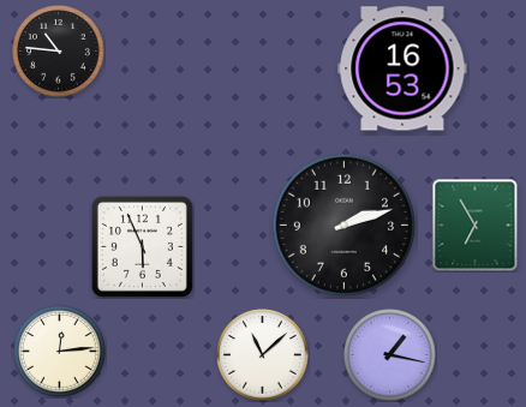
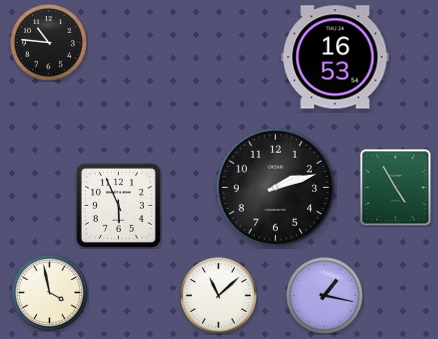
clock at (343, 225) position: (343, 225) -> (275, 187)
clock at (476, 226): 6:55 -> 4:55
clock at (60, 352): 12:14 -> 3:58
